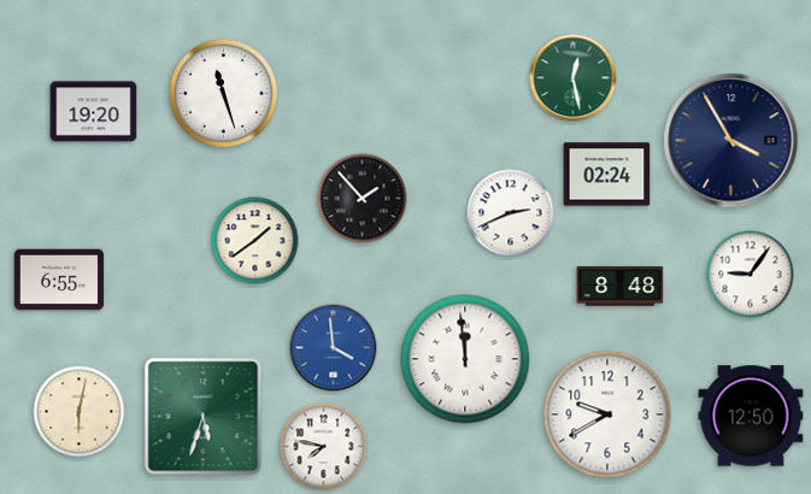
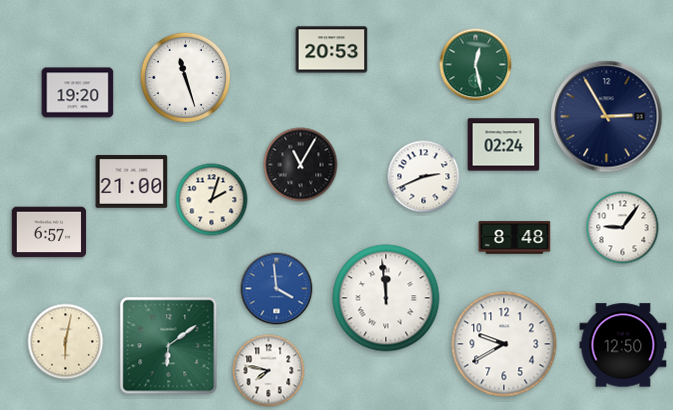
clock at (332, 50): none -> 20:53
clock at (731, 141): 3:55 -> 2:55
clock at (363, 199): 1:53 -> 11:05
clock at (132, 182): none -> 21:00
clock at (255, 241): 1:39 -> 2:03
clock at (59, 280): 6:55 -> 6:57
clock at (204, 417): 5:33 -> 6:09
